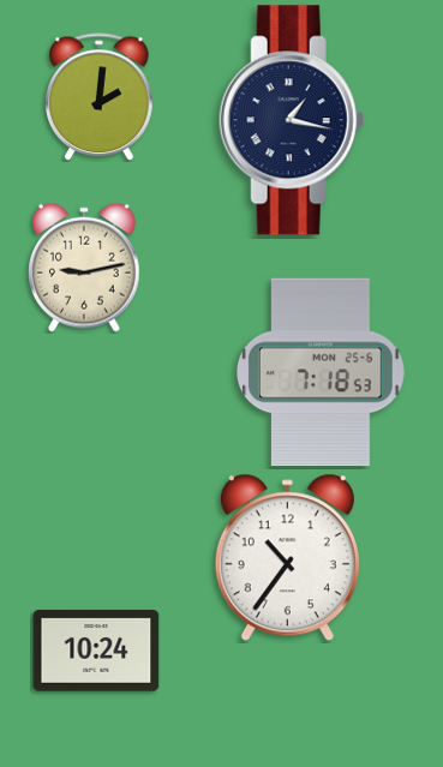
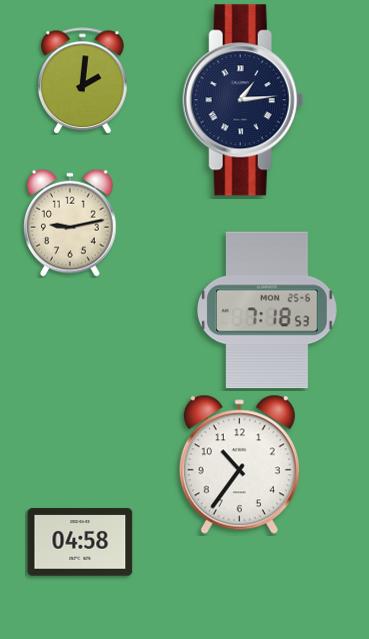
clock at (292, 120): 1:17 -> 1:14
clock at (96, 651): 10:24 -> 04:58
